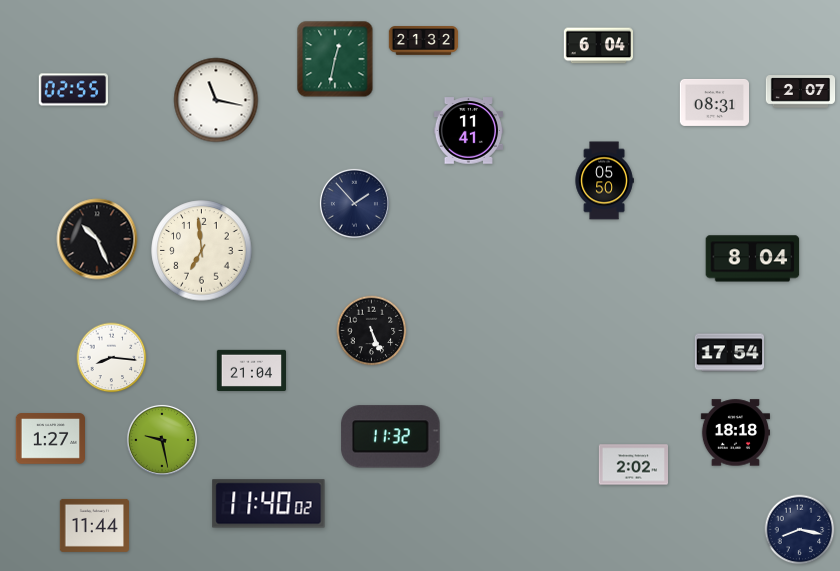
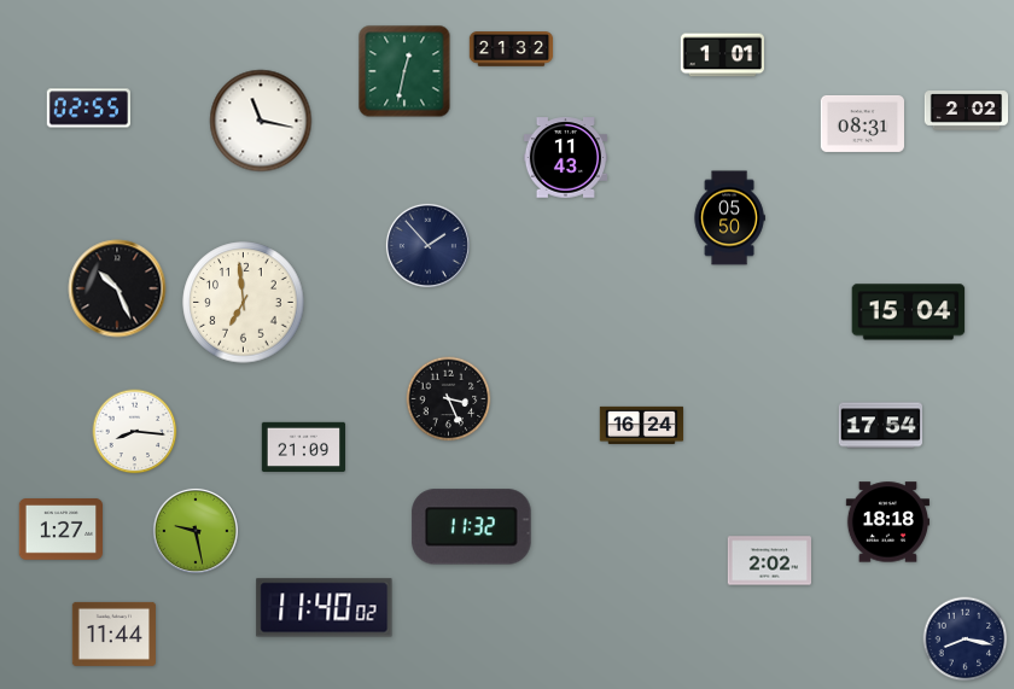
clock at (598, 46): 6:04 -> 1:01
clock at (801, 92): 2:07 -> 2:02
clock at (468, 131): 11:41 -> 11:43
clock at (753, 259): 8:04 -> 15:04
clock at (372, 331): 5:26 -> 3:26
clock at (642, 425): none -> 16:24
clock at (252, 370): 21:04 -> 21:09
clock at (633, 465) position: (633, 465) -> (769, 561)
